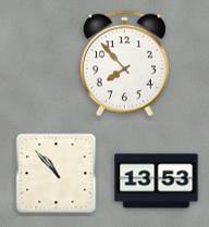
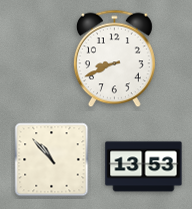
clock at (124, 64): 7:53 -> 8:41
